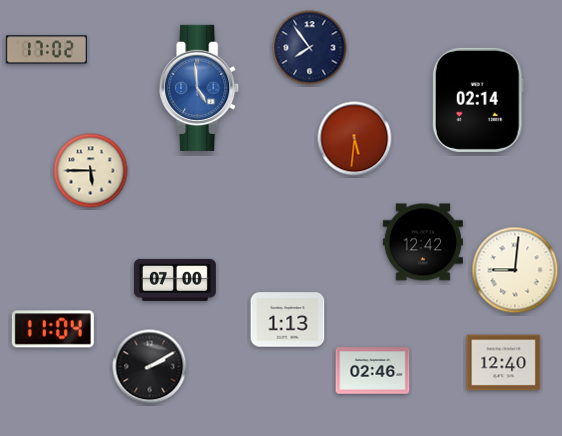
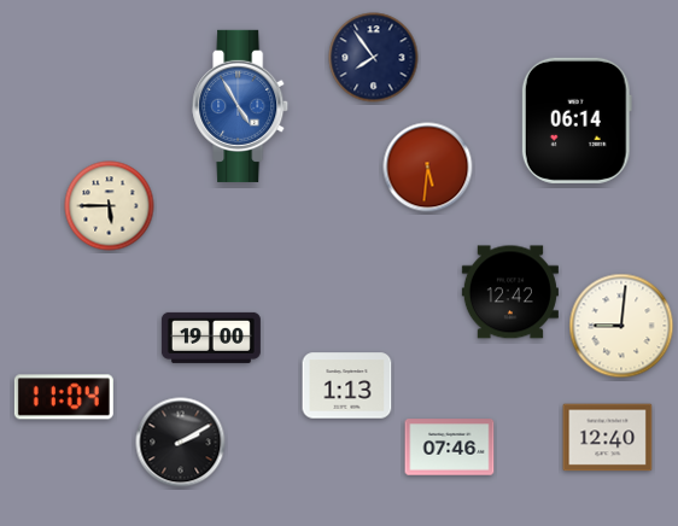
clock at (46, 50): 17:02 -> none
clock at (200, 88): 4:59 -> 4:55
clock at (478, 100): 02:14 -> 06:14
clock at (175, 280): 07:00 -> 19:00
clock at (373, 371): 02:46 -> 07:46
